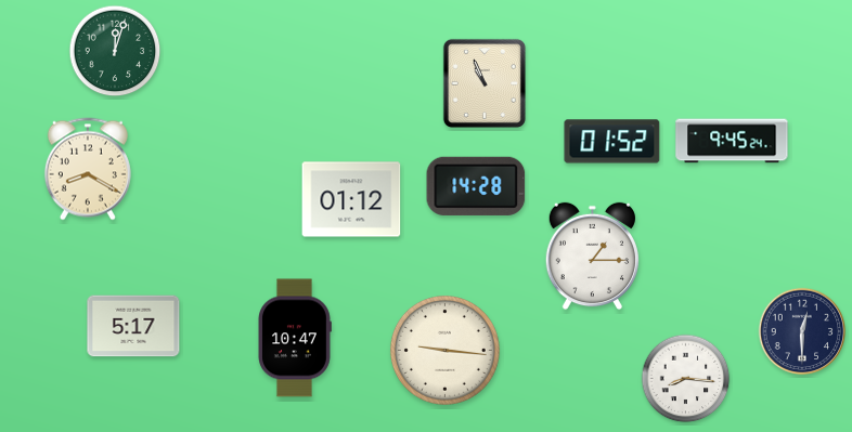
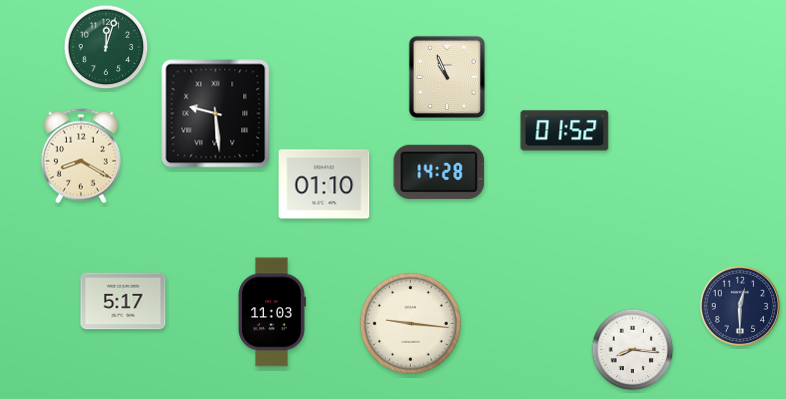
clock at (216, 114): none -> 9:29
clock at (732, 141): 9:45 -> none
clock at (351, 199): 01:12 -> 01:10
clock at (592, 257): 1:15 -> none
clock at (295, 338): 10:47 -> 11:03
